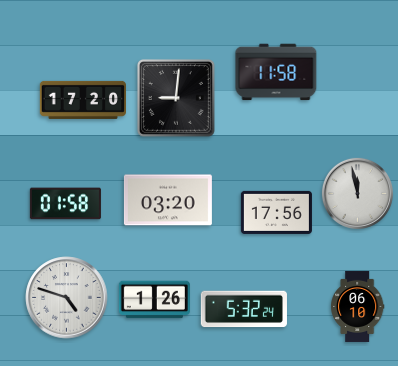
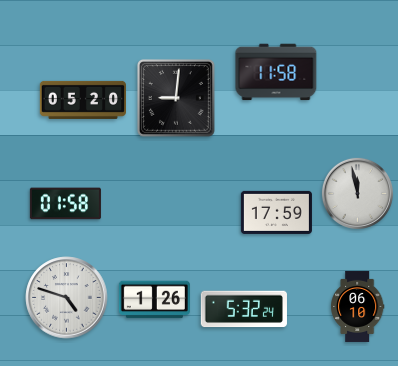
clock at (82, 100): 17:20 -> 05:20
clock at (168, 200): 03:20 -> none
clock at (276, 212): 17:56 -> 17:59
